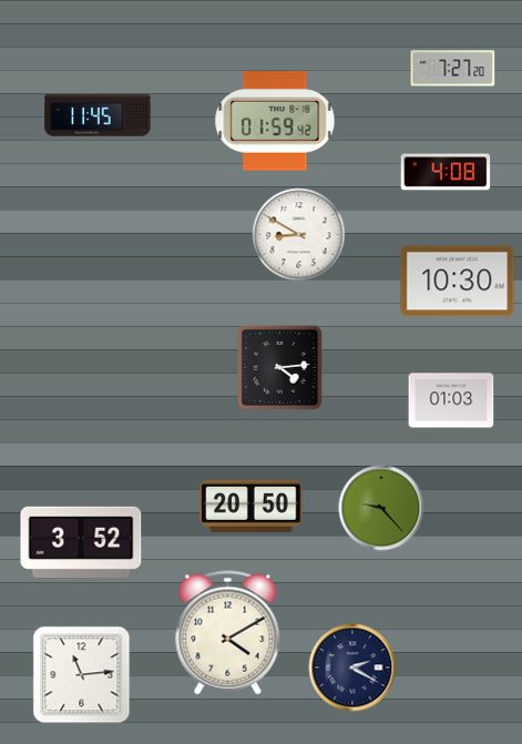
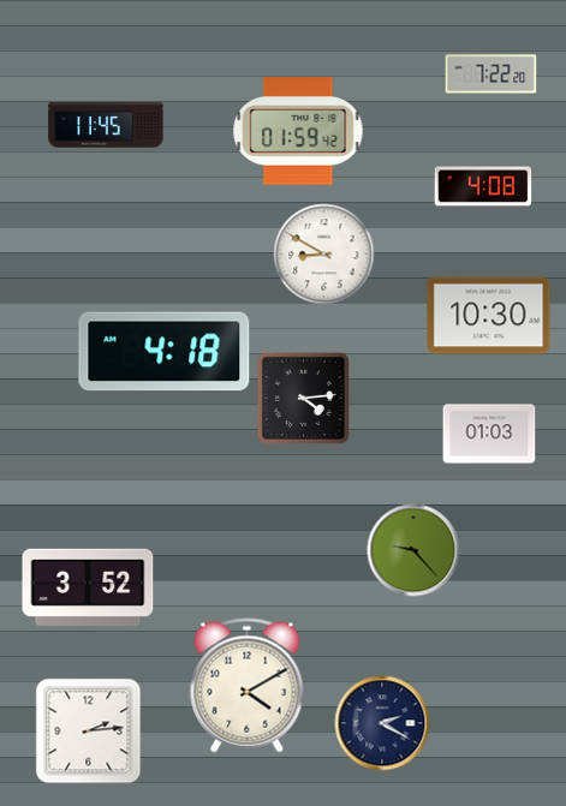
clock at (453, 69): 7:27 -> 7:22
clock at (458, 282) position: (458, 282) -> (489, 316)
clock at (165, 352): none -> 4:18
clock at (252, 506): 20:50 -> none
clock at (82, 675): 11:14 -> 2:14
